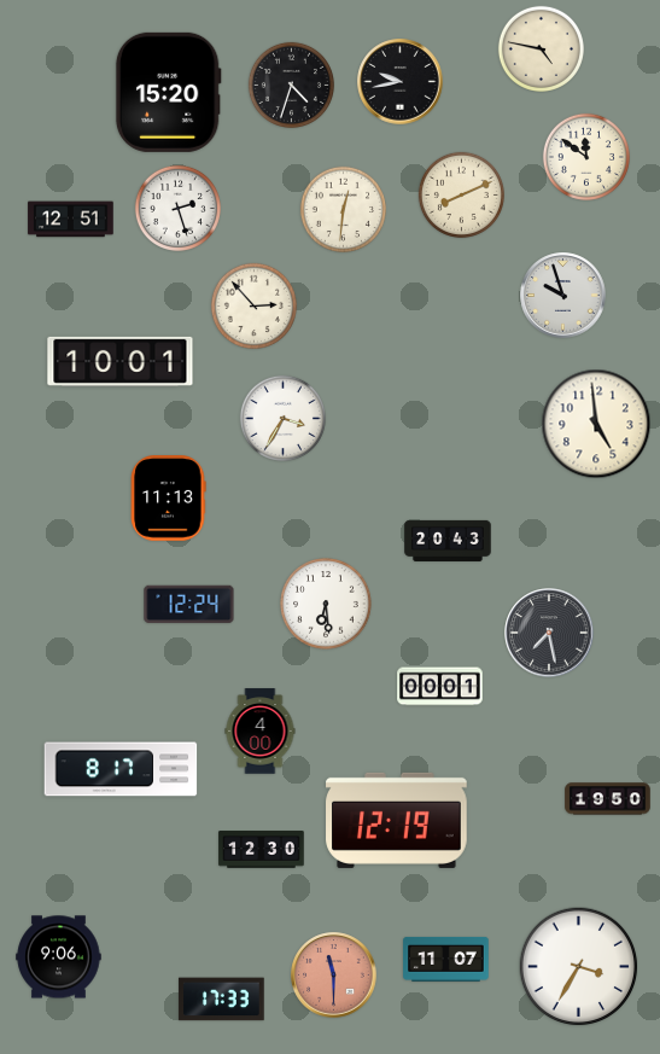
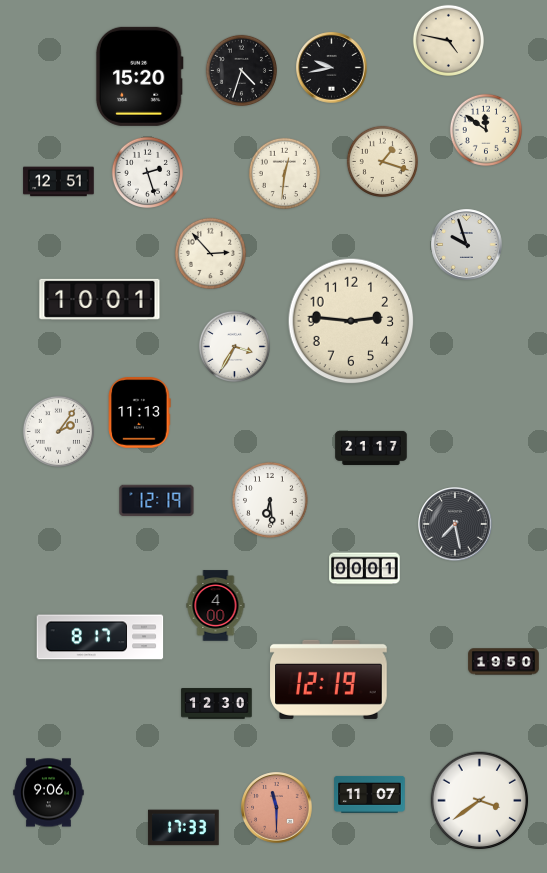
clock at (461, 194): 8:11 -> 1:18
clock at (351, 321): none -> 2:46
clock at (596, 424): 4:59 -> none
clock at (58, 431): none -> 2:06
clock at (448, 541): 20:43 -> 21:17
clock at (189, 605): 12:24 -> 12:19
clock at (579, 967): 3:35 -> 3:39
